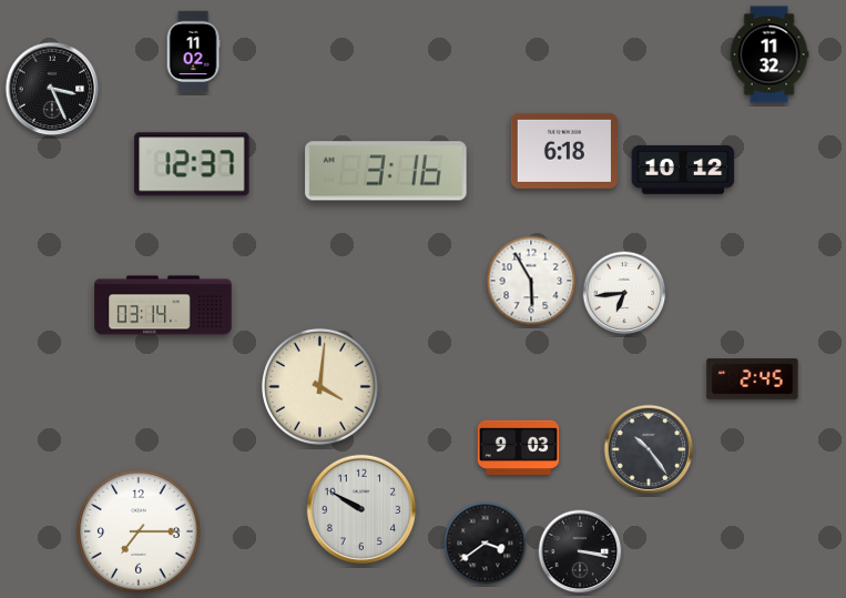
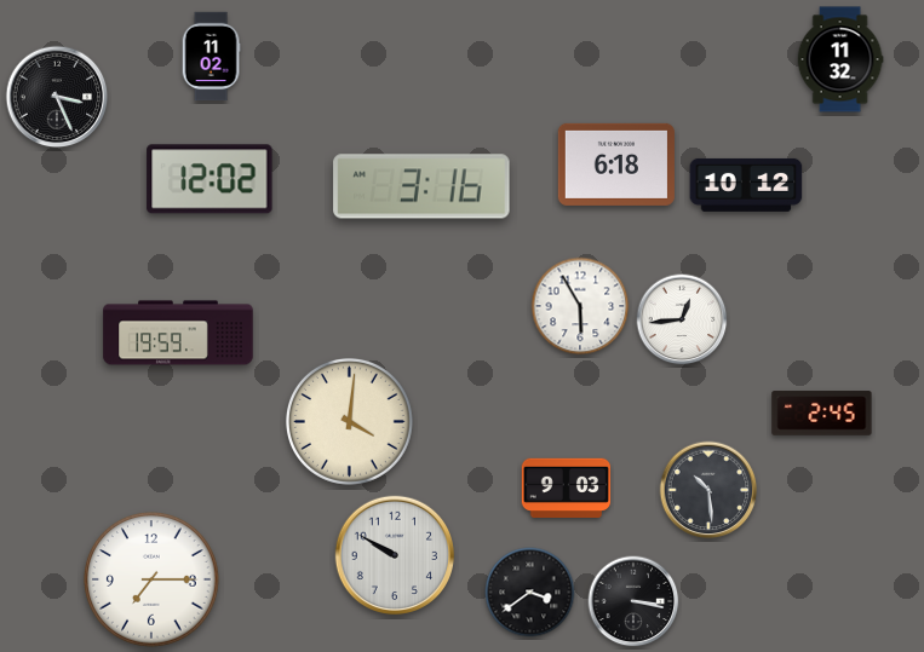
clock at (192, 164): 12:37 -> 12:02
clock at (624, 293): 6:44 -> 12:44
clock at (163, 305): 03:14 -> 19:59
clock at (649, 449): 10:24 -> 10:29
